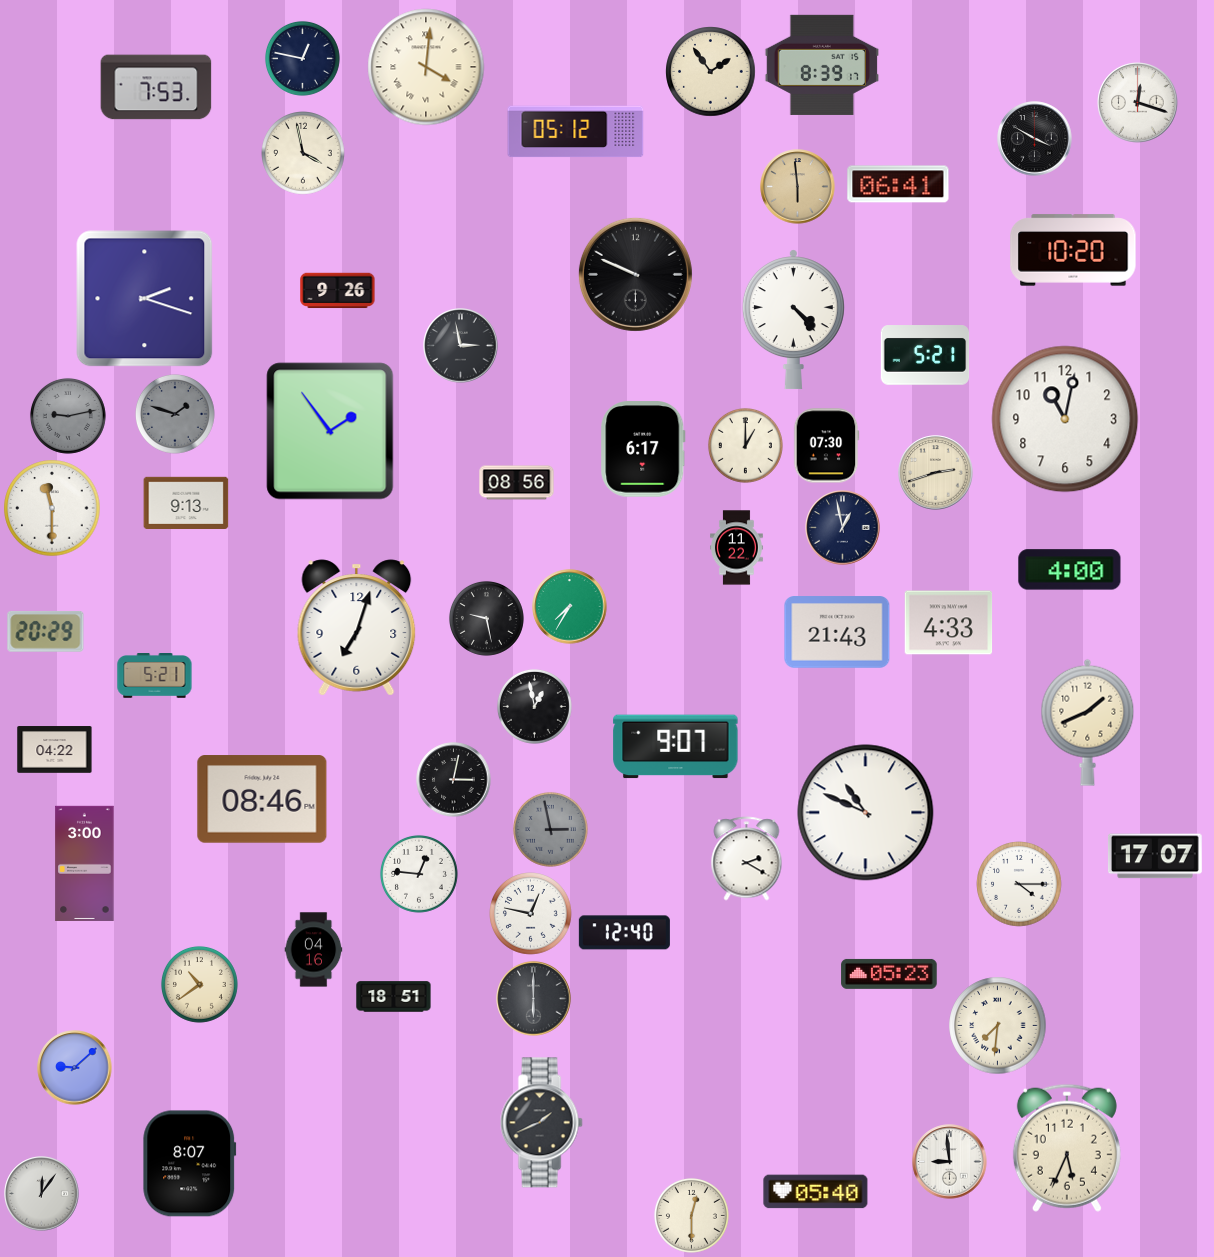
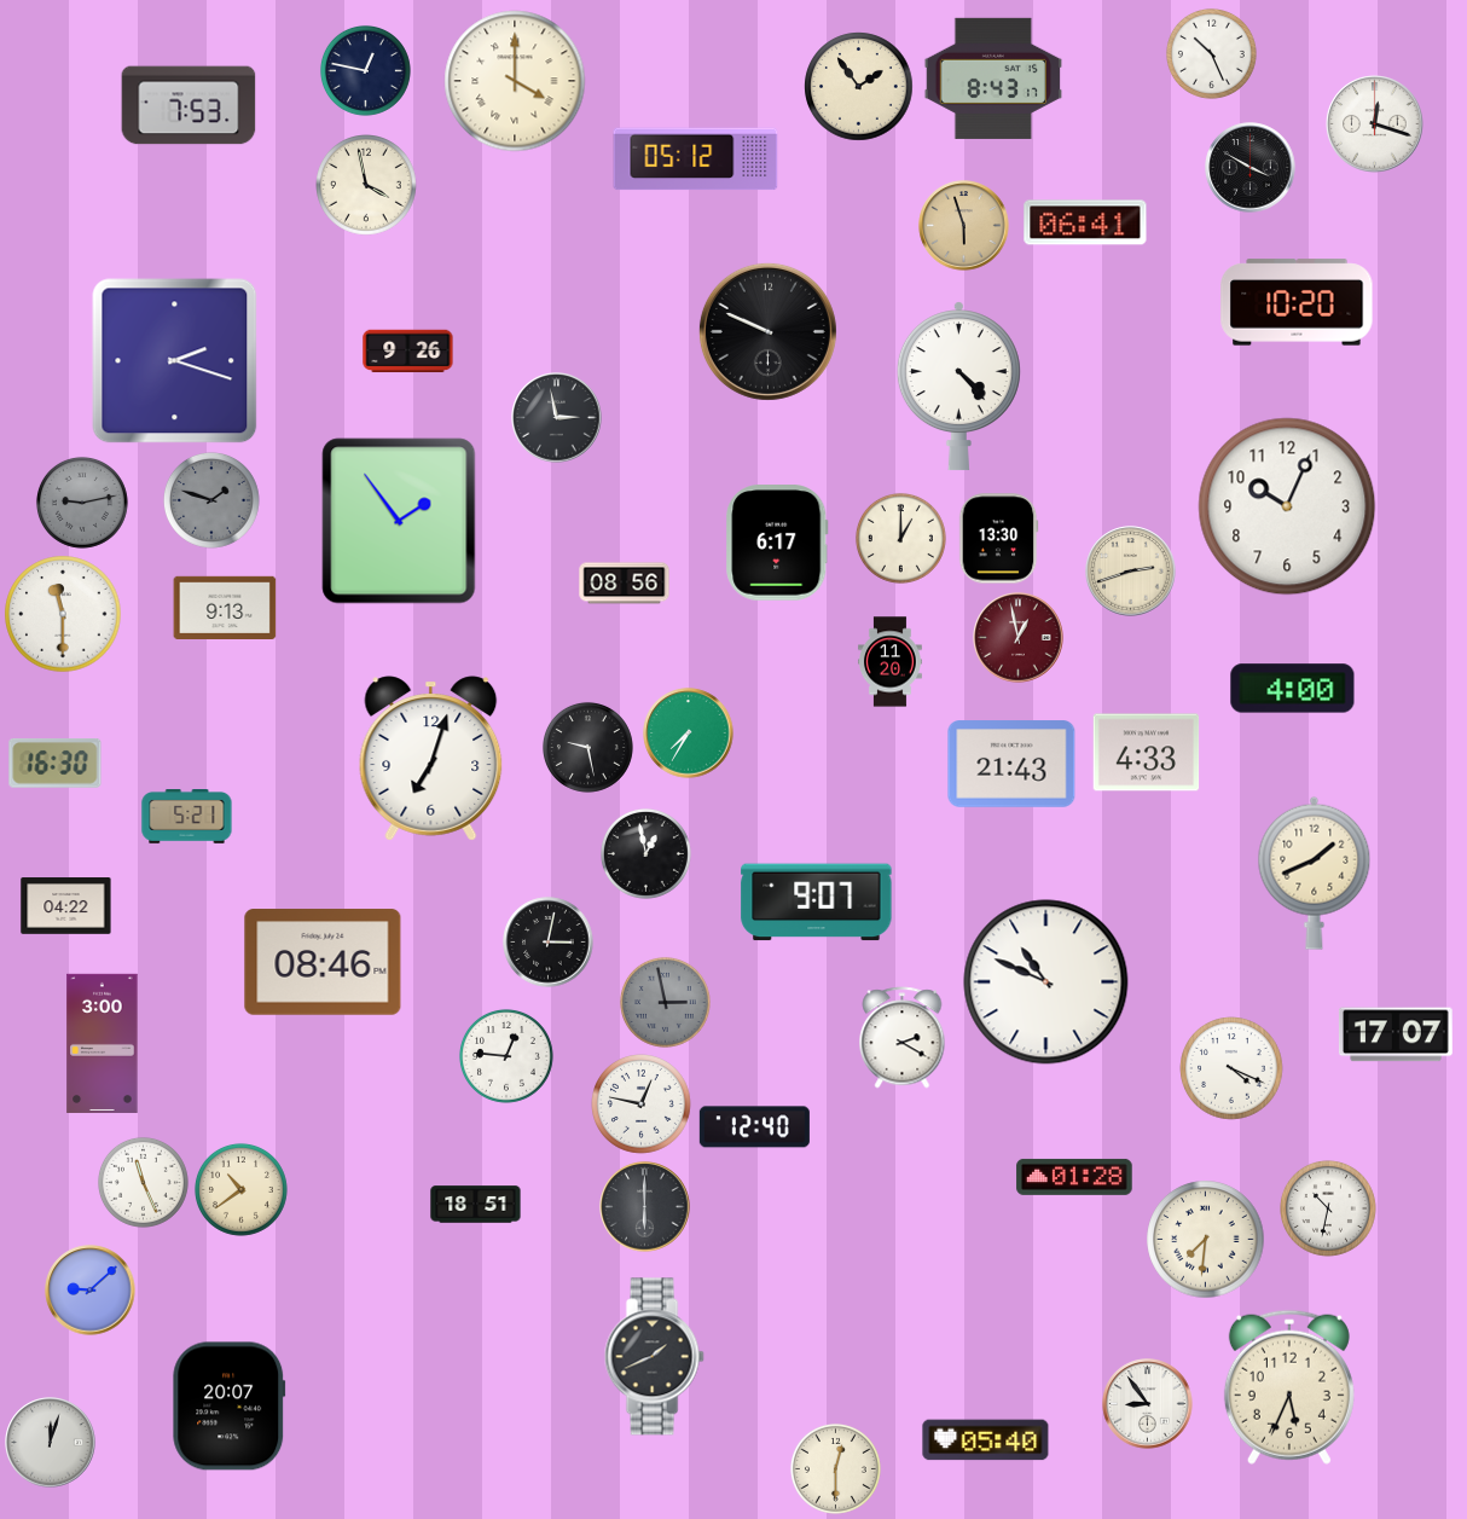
clock at (1211, 53): none -> 10:26
clock at (821, 65): 8:39 -> 8:43
clock at (426, 67): 4:01 -> 4:00
clock at (798, 187): 5:59 -> 5:57
clock at (925, 355): 5:21 -> none
clock at (1065, 419): 11:02 -> 10:04
clock at (826, 446): 07:30 -> 13:30
clock at (843, 528) dial: navy -> burgundy
clock at (737, 548): 11:22 -> 11:20
clock at (46, 632): 20:29 -> 16:30
clock at (262, 799) position: (262, 799) -> (323, 962)
clock at (1019, 884): 4:15 -> 4:19
clock at (314, 950): 04:16 -> none
clock at (889, 974): 05:23 -> 01:28
clock at (143, 1182): none -> 11:26
clock at (1329, 1210): none -> 10:32
clock at (950, 1162): 8:59 -> 8:54
clock at (190, 1164): 8:07 -> 20:07
clock at (42, 1194): 12:06 -> 12:03
